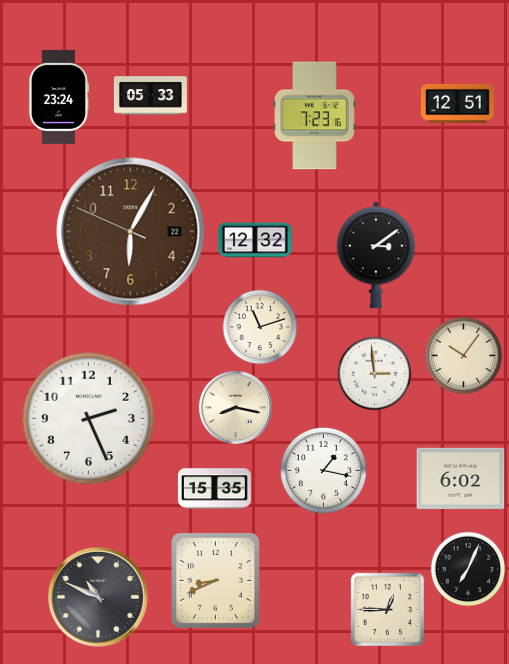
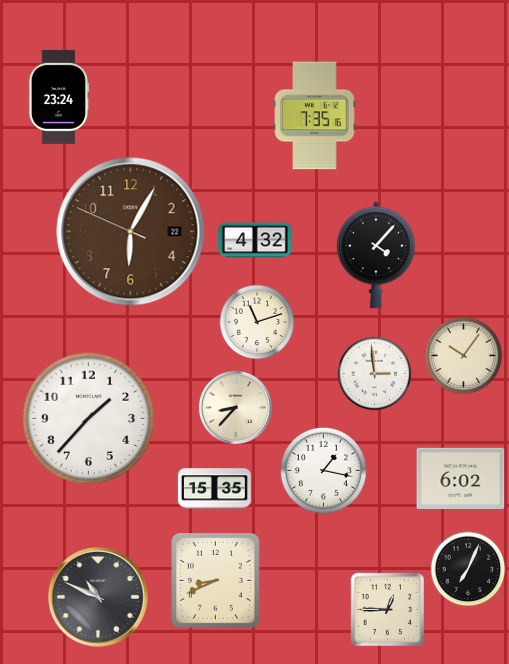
clock at (150, 96): 05:33 -> none
clock at (457, 103): 12:51 -> none
clock at (315, 116): 7:23 -> 7:35
clock at (256, 240): 12:32 -> 4:32
clock at (376, 255): 3:09 -> 4:07
clock at (260, 327) position: (260, 327) -> (257, 322)
clock at (235, 407): 8:17 -> 8:37
clock at (89, 419): 2:26 -> 1:37
